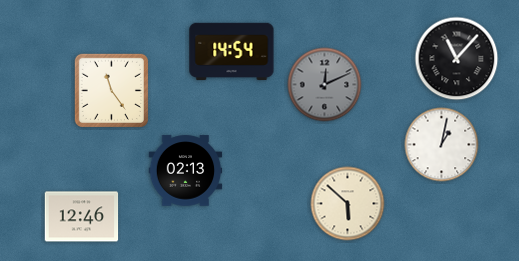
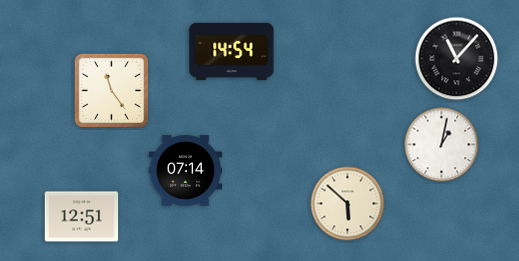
clock at (325, 85): 12:11 -> none
clock at (186, 171): 02:13 -> 07:14
clock at (82, 217): 12:46 -> 12:51
